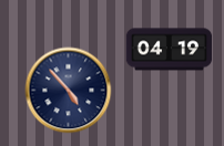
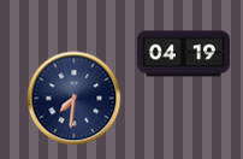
clock at (68, 90): 4:53 -> 7:31
